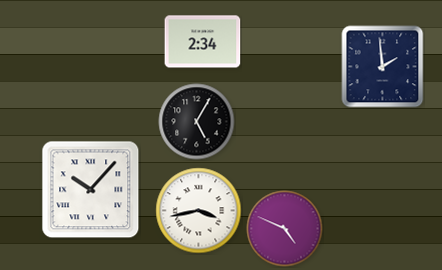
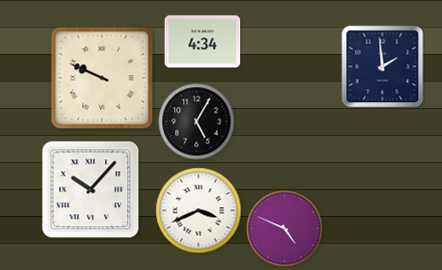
clock at (203, 42): 2:34 -> 4:34
clock at (102, 78): none -> 9:49
clock at (199, 211): 3:43 -> 3:41
